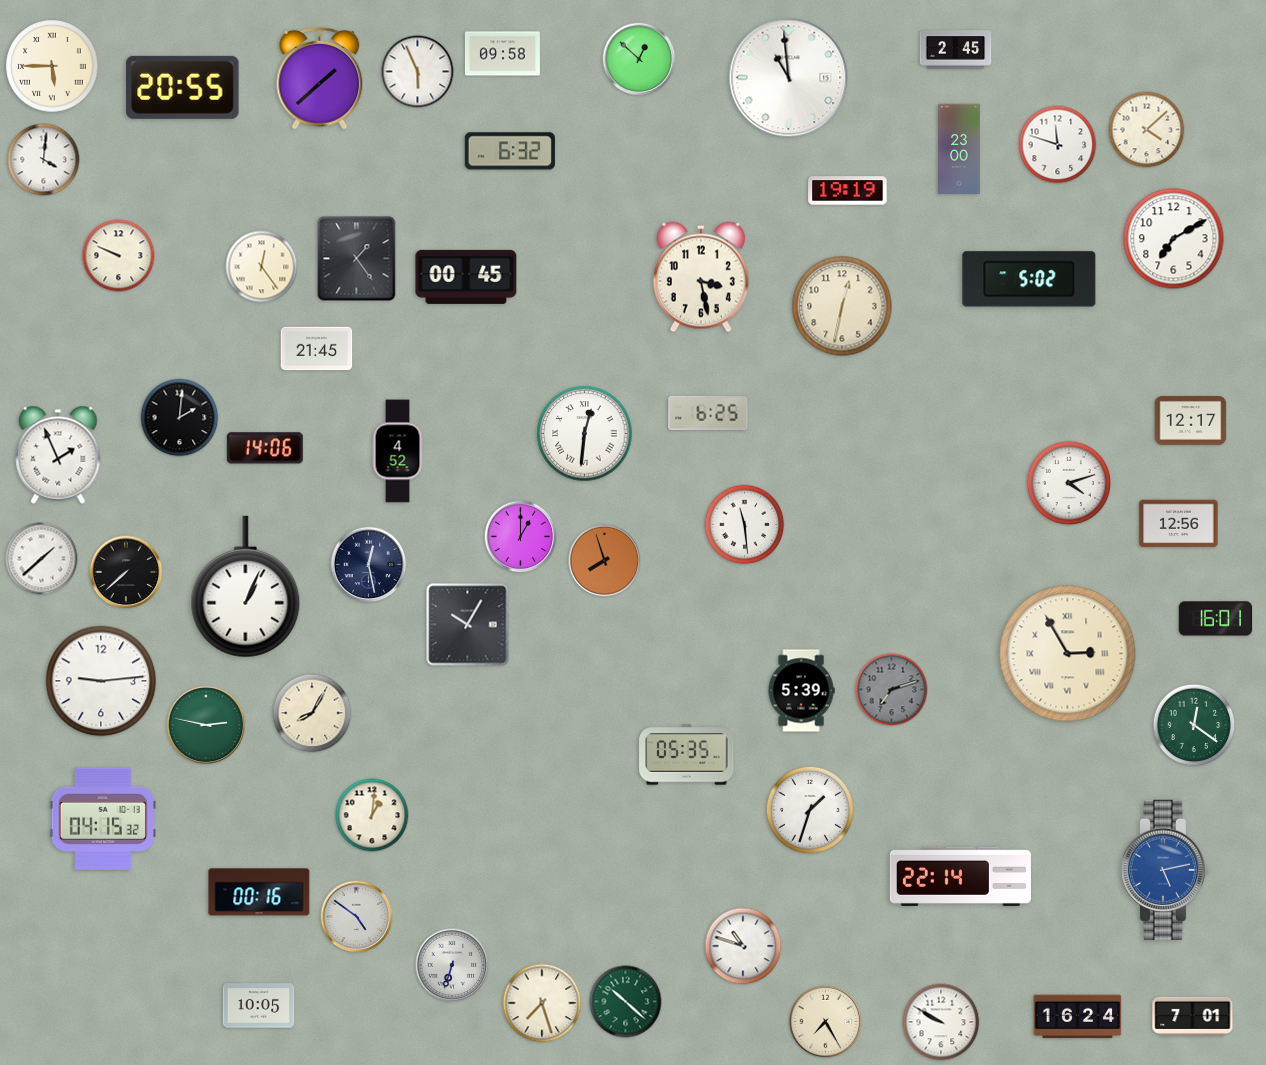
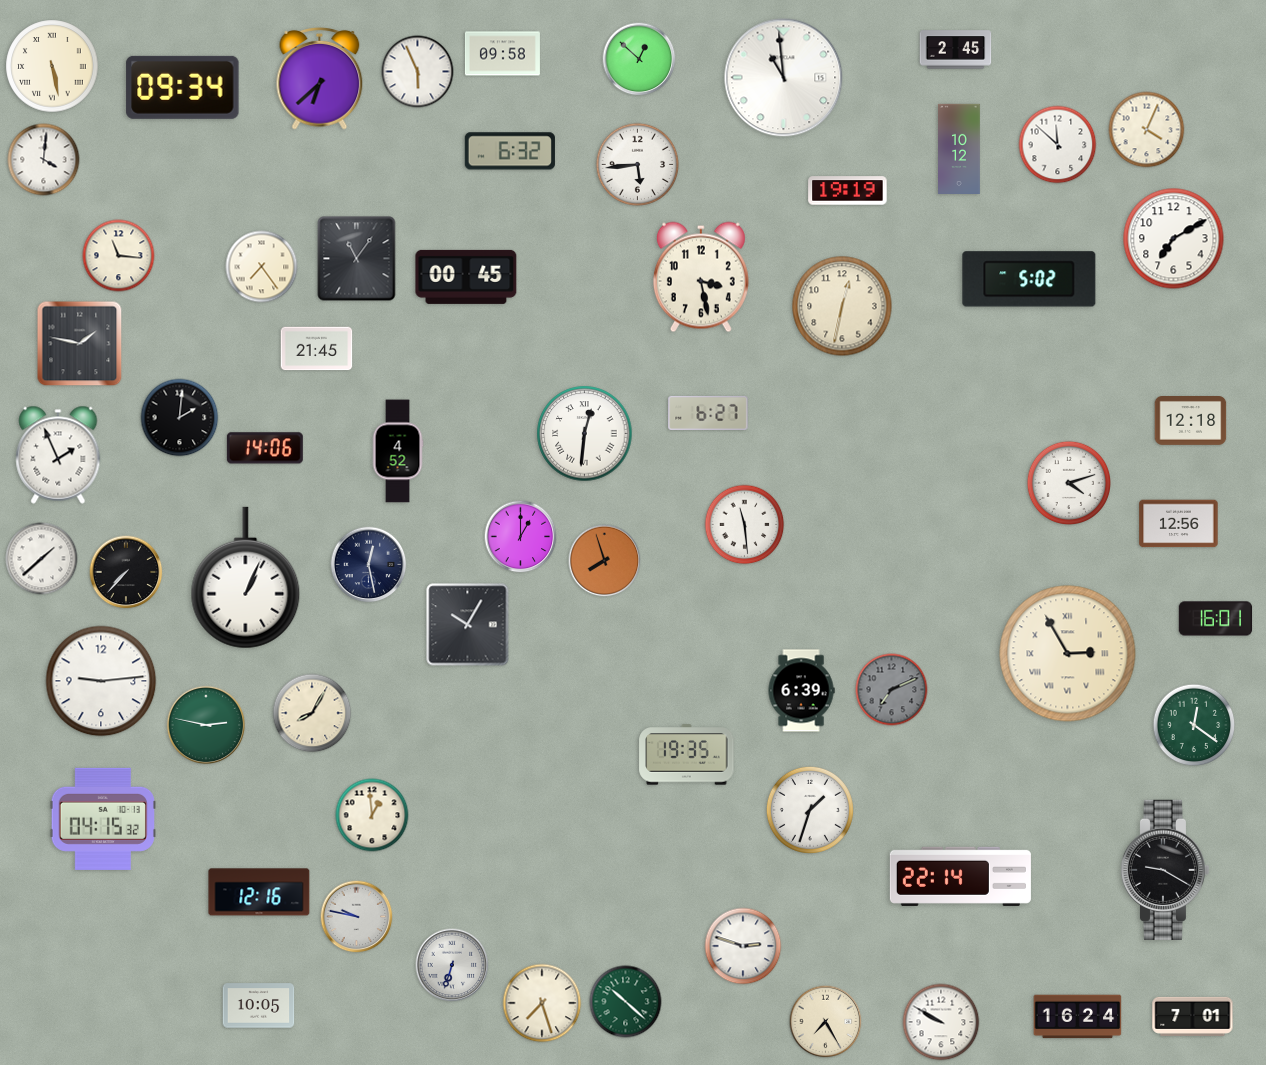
clock at (52, 66): 5:45 -> 5:28
clock at (789, 78) position: (789, 78) -> (784, 78)
clock at (320, 79): 1:38 -> 6:38
clock at (183, 87): 20:55 -> 09:34
clock at (1147, 130): 4:08 -> 4:04
clock at (1058, 145): 11:48 -> 11:52
clock at (959, 149): 23:00 -> 10:12
clock at (638, 165): none -> 5:44
clock at (119, 256): 9:49 -> 11:16
clock at (357, 259): 1:24 -> 11:06
clock at (262, 267): 12:24 -> 7:24
clock at (80, 344): none -> 1:47
clock at (708, 413): 6:25 -> 6:27
clock at (1191, 421): 12:17 -> 12:18
clock at (126, 572): 7:38 -> 7:37
clock at (246, 587) position: (246, 587) -> (246, 578)
clock at (892, 690): 7:12 -> 7:11
clock at (801, 691): 5:39 -> 6:39
clock at (687, 755): 05:35 -> 19:35
clock at (372, 815): 1:01 -> 12:59
clock at (1164, 870): 5:13 -> 9:20
clock at (1164, 870) dial: blue -> black
clock at (259, 892): 00:16 -> 12:16
clock at (357, 917): 4:51 -> 9:47
clock at (743, 946): 10:48 -> 2:48
